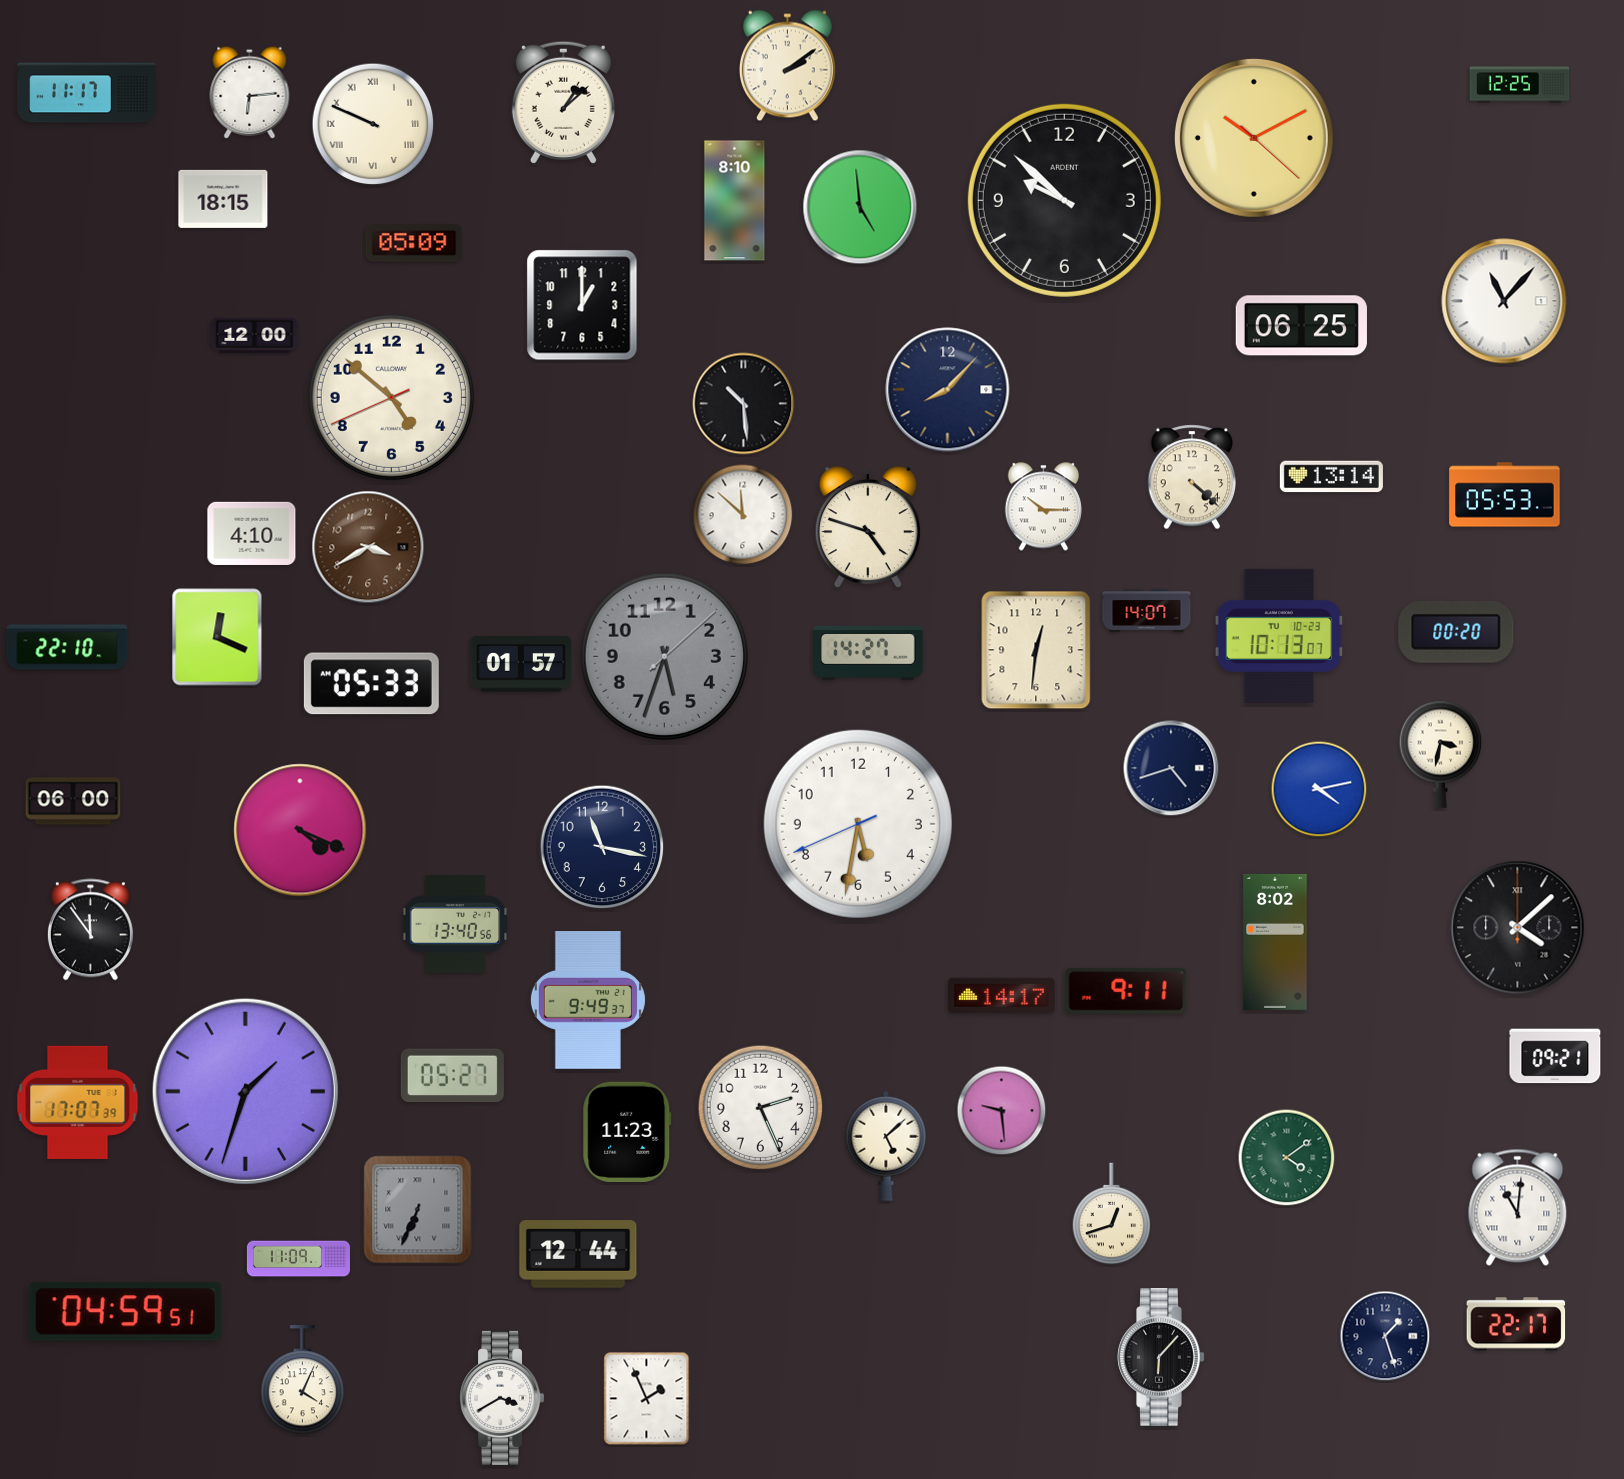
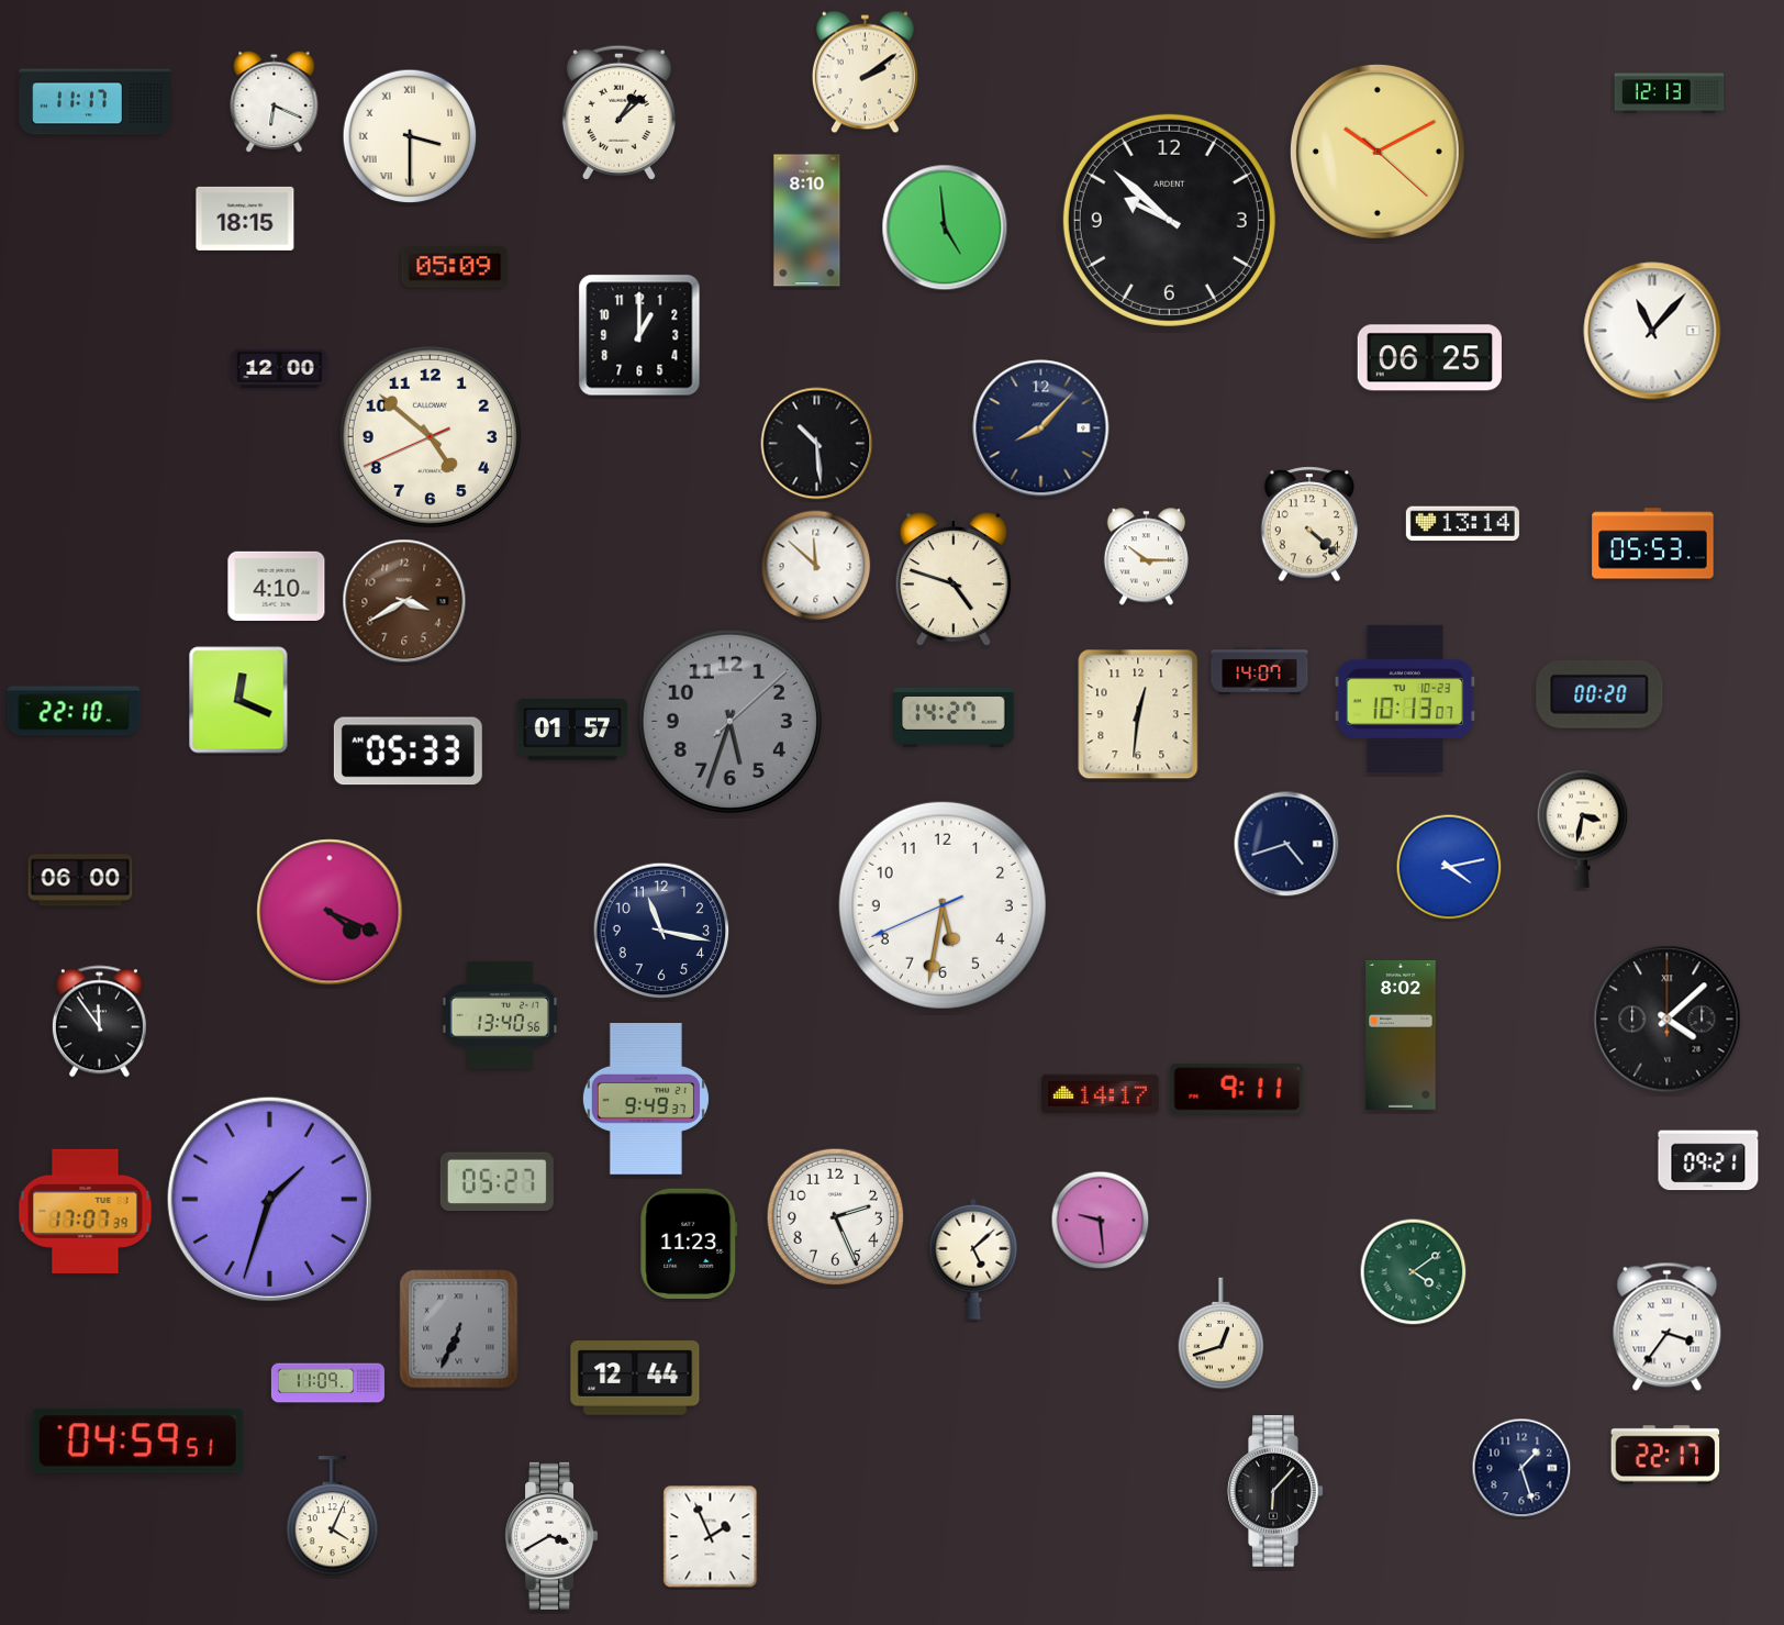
clock at (1520, 85): 12:25 -> 12:13
clock at (250, 92): 6:14 -> 6:19
clock at (373, 124): 9:49 -> 3:30
clock at (1518, 1207): 11:01 -> 3:36
